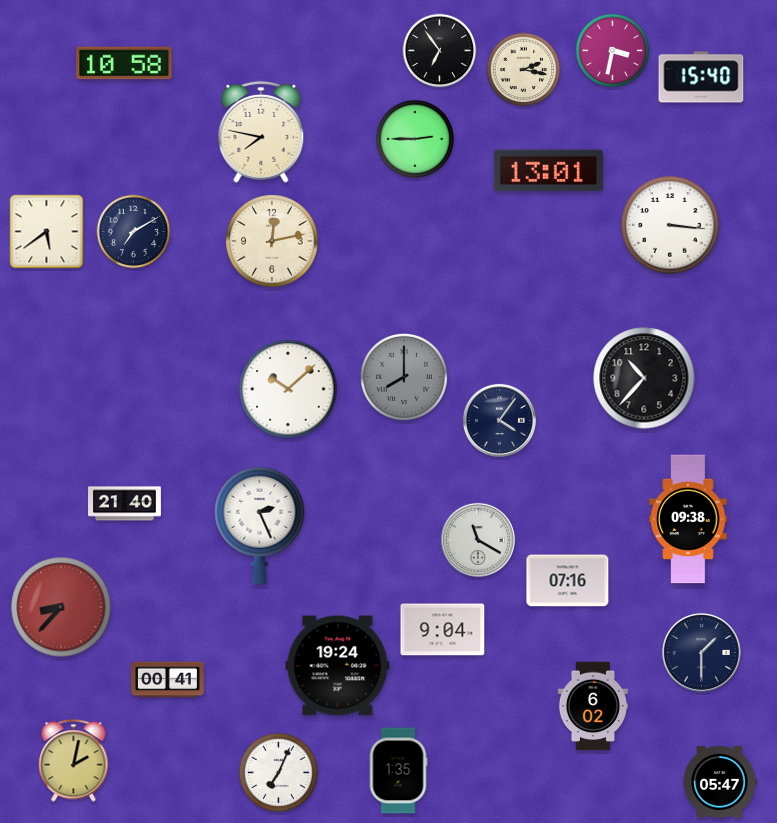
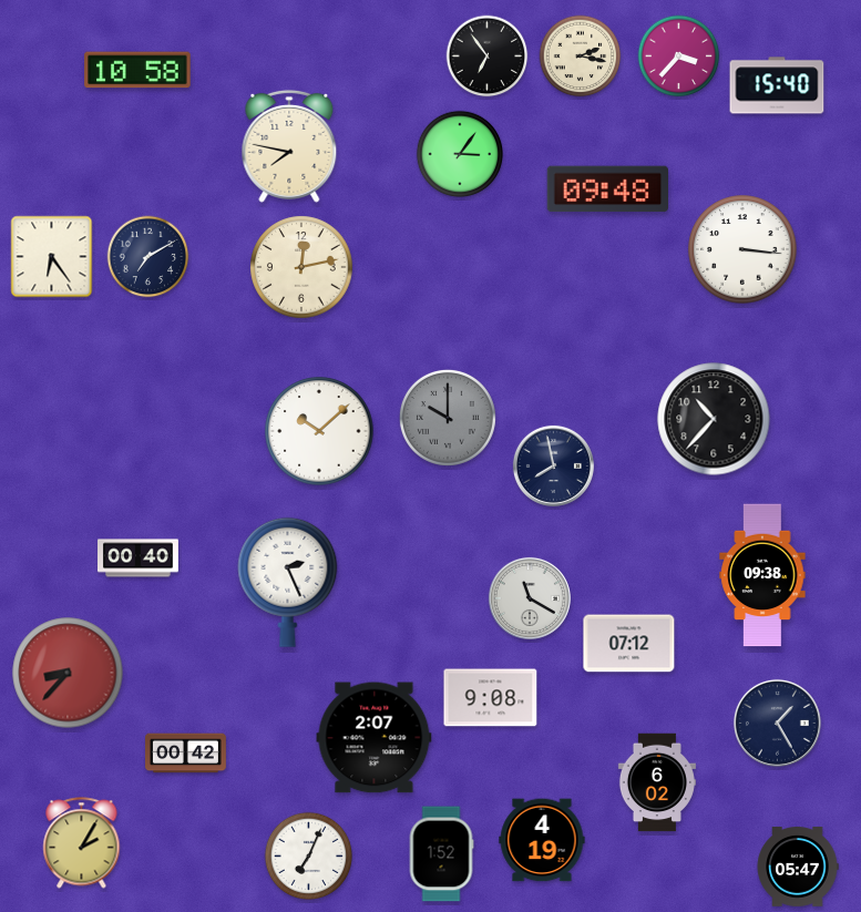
clock at (613, 51): 3:32 -> 3:37
clock at (524, 70) position: (524, 70) -> (581, 57)
clock at (415, 139): 2:45 -> 3:06
clock at (548, 171): 13:01 -> 09:48
clock at (47, 232): 5:39 -> 6:24
clock at (404, 377): 8:00 -> 10:00
clock at (499, 420): 4:06 -> 7:58
clock at (125, 504): 21:40 -> 00:40
clock at (568, 581): 07:16 -> 07:12
clock at (443, 630): 9:04 -> 9:08
clock at (701, 652): 1:30 -> 1:25
clock at (338, 666): 19:24 -> 2:07
clock at (168, 680): 00:41 -> 00:42
clock at (542, 840): none -> 4:19
clock at (74, 761): 2:02 -> 2:05
clock at (398, 771): 1:35 -> 1:52
